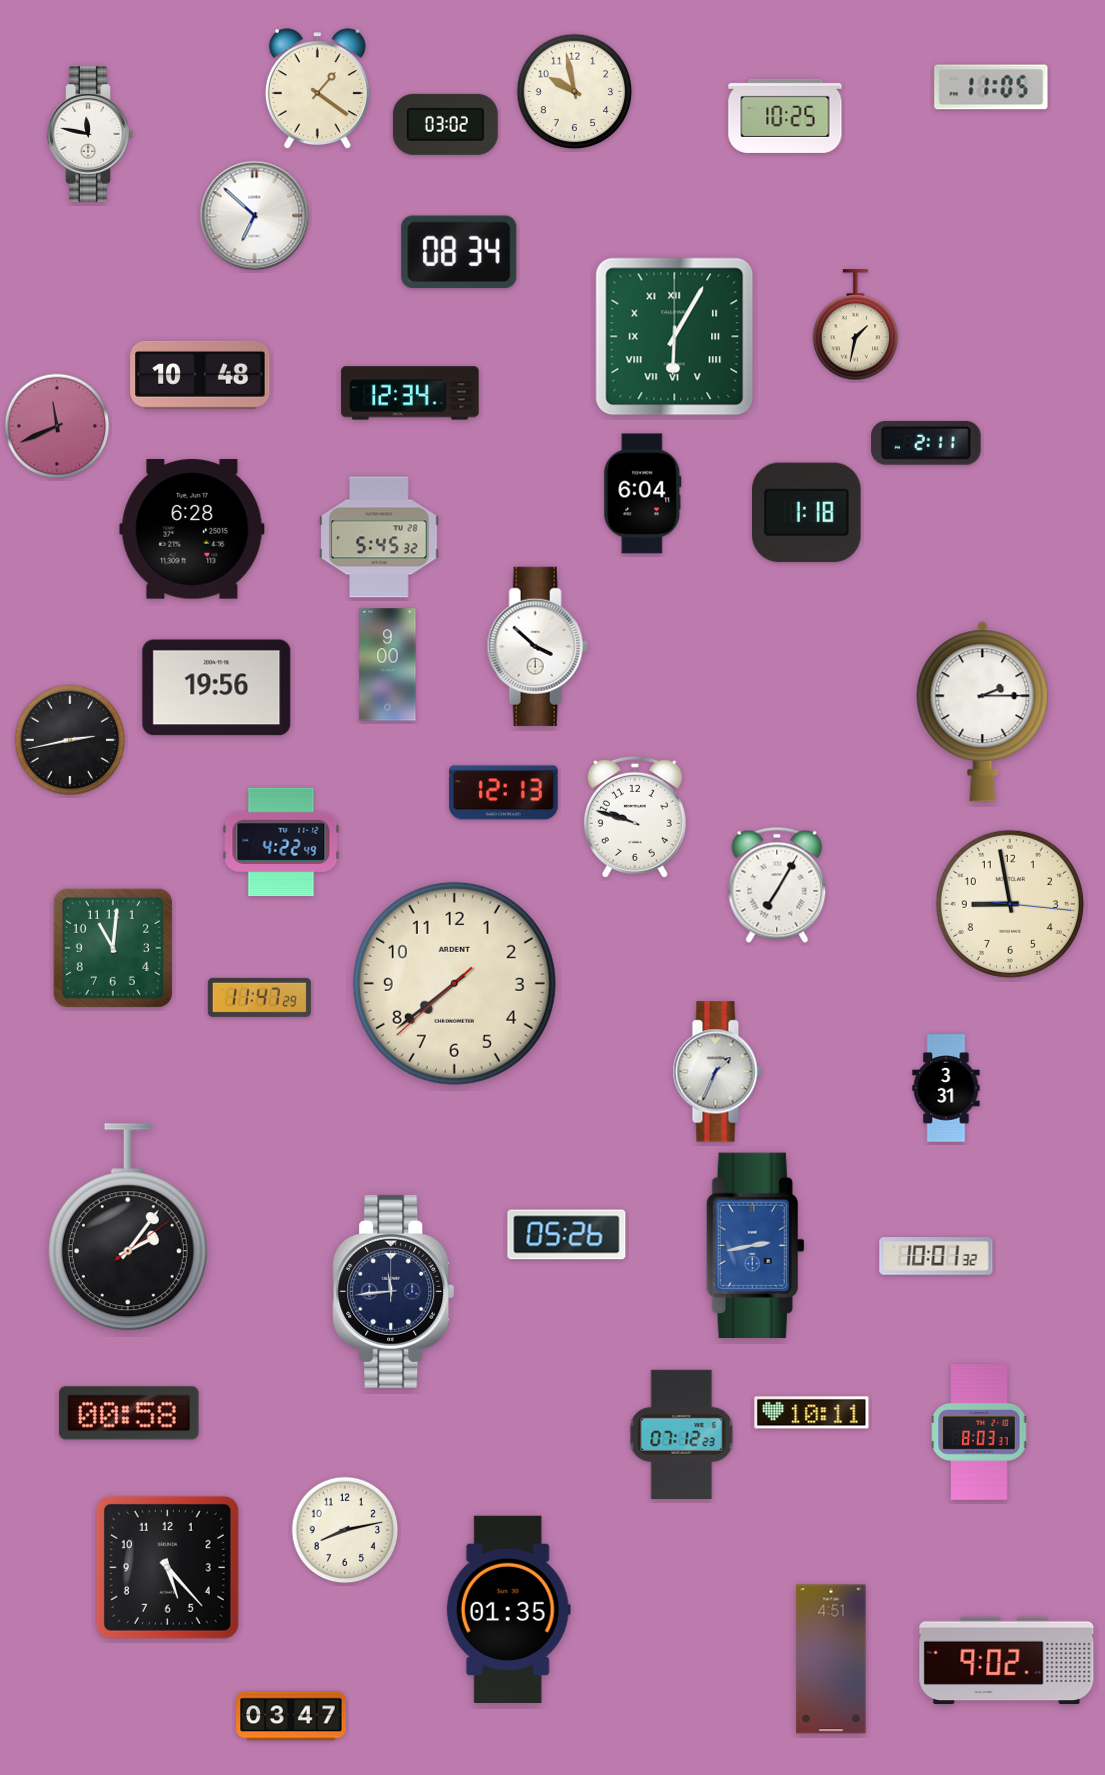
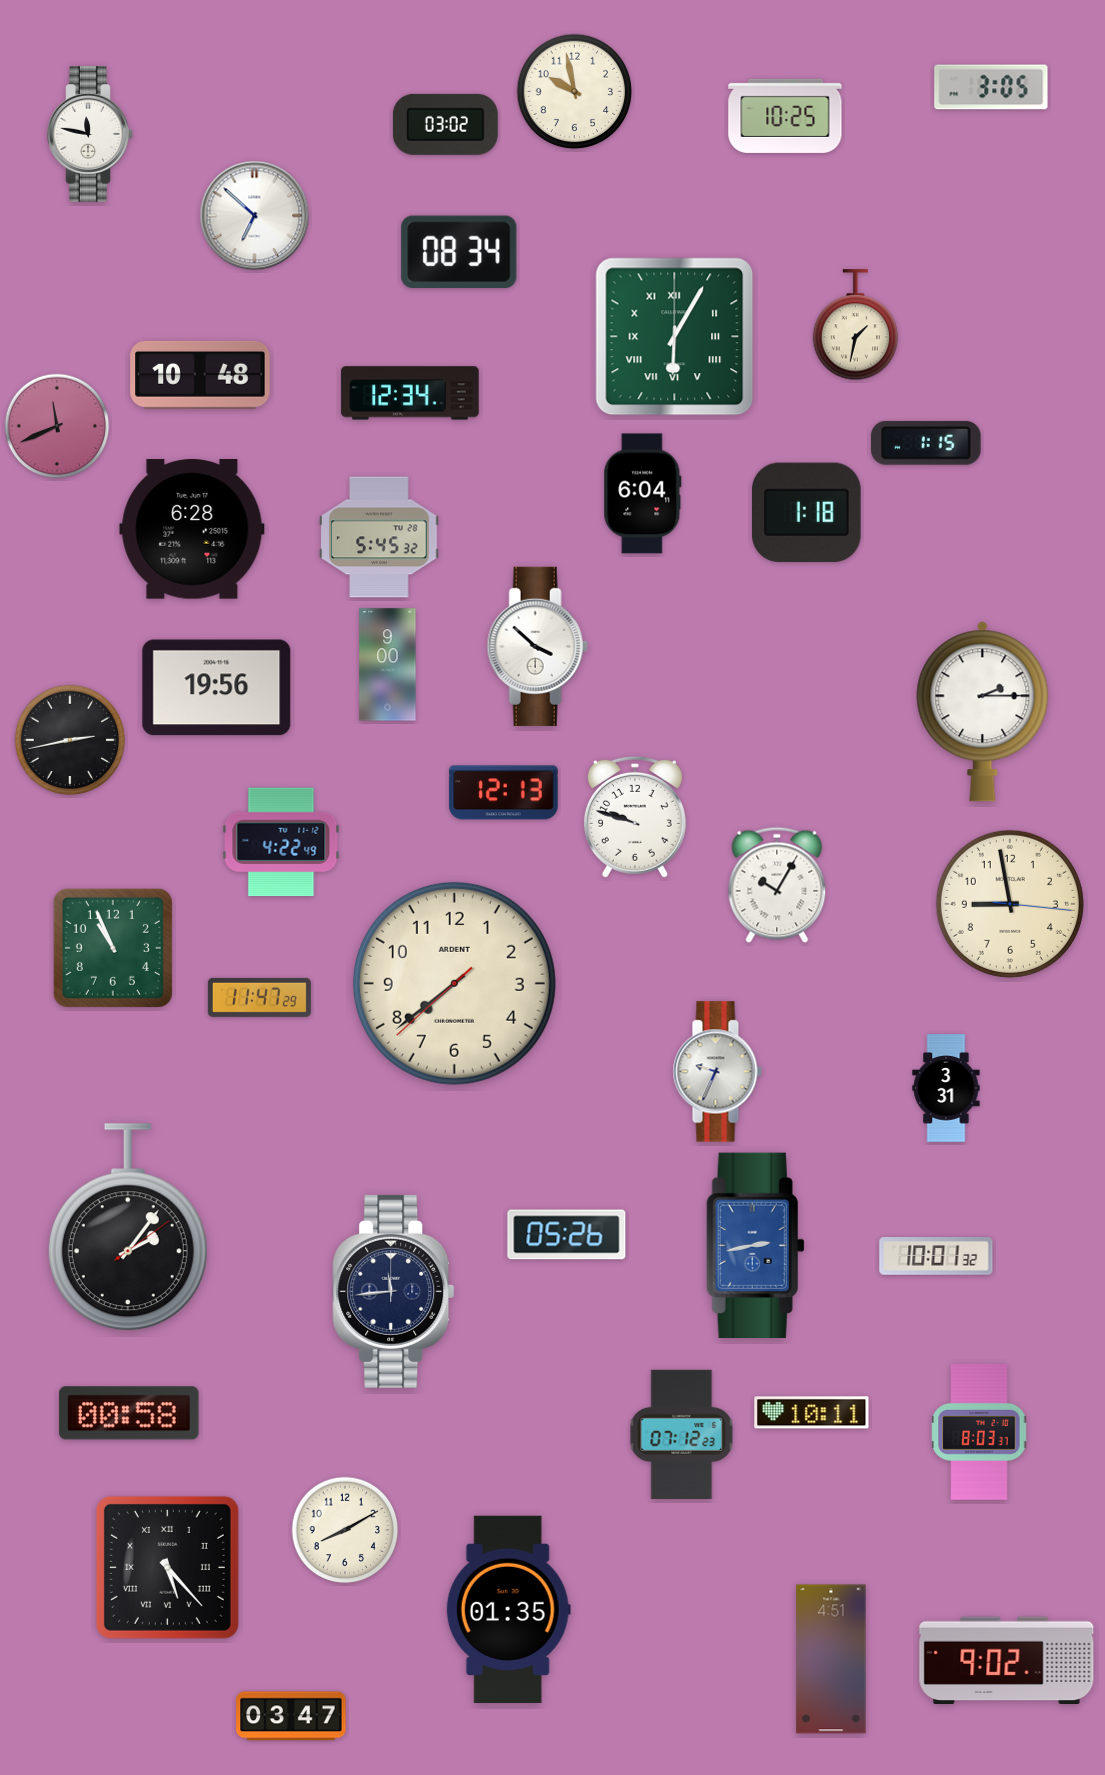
clock at (991, 87): 11:05 -> 3:05
clock at (317, 89): 1:21 -> none
clock at (926, 443): 2:11 -> 1:15
clock at (777, 885): 7:05 -> 10:05
clock at (113, 948): 11:01 -> 10:56
clock at (717, 1072): 1:34 -> 9:34
clock at (345, 1530): 8:13 -> 8:10
clock at (167, 1567) numerals: Arabic -> Roman
